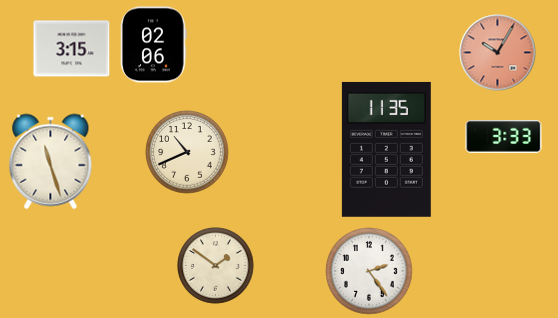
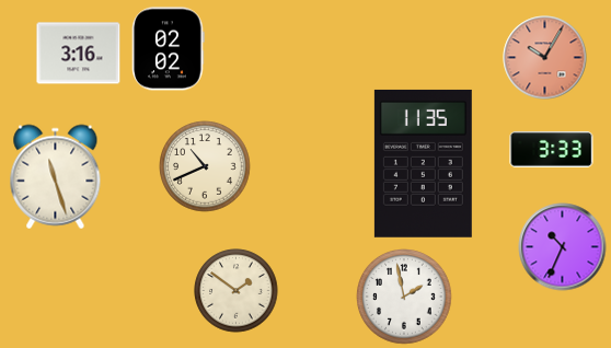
clock at (154, 45): 02:06 -> 02:02
clock at (72, 49): 3:15 -> 3:16
clock at (563, 247): none -> 10:34
clock at (369, 271): 2:24 -> 1:58
